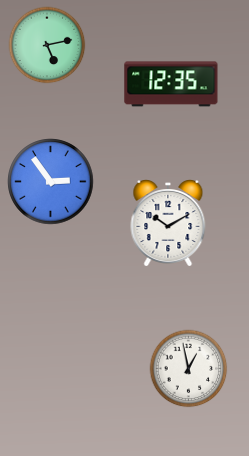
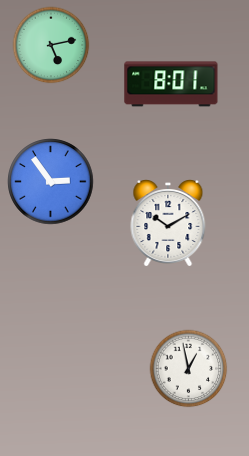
clock at (47, 45) position: (47, 45) -> (51, 45)
clock at (171, 84): 12:35 -> 8:01
